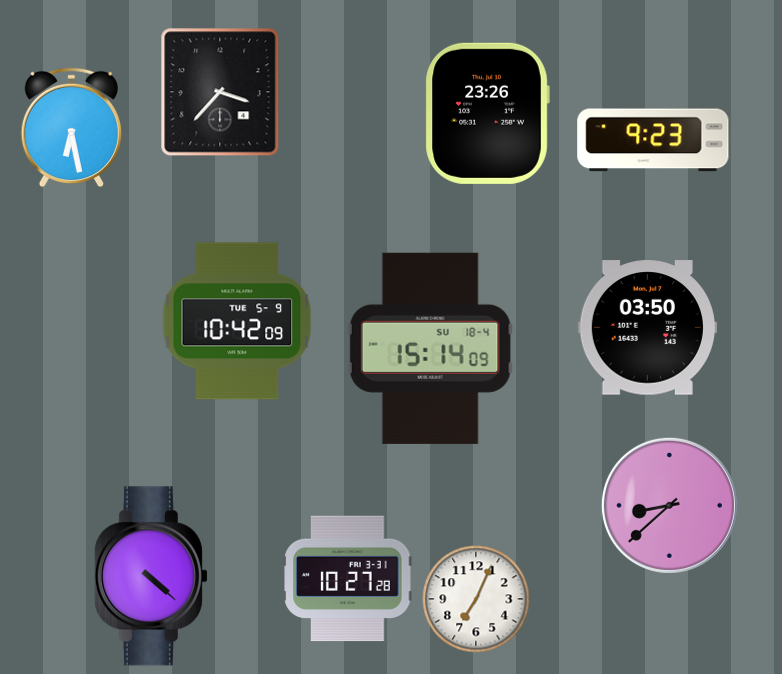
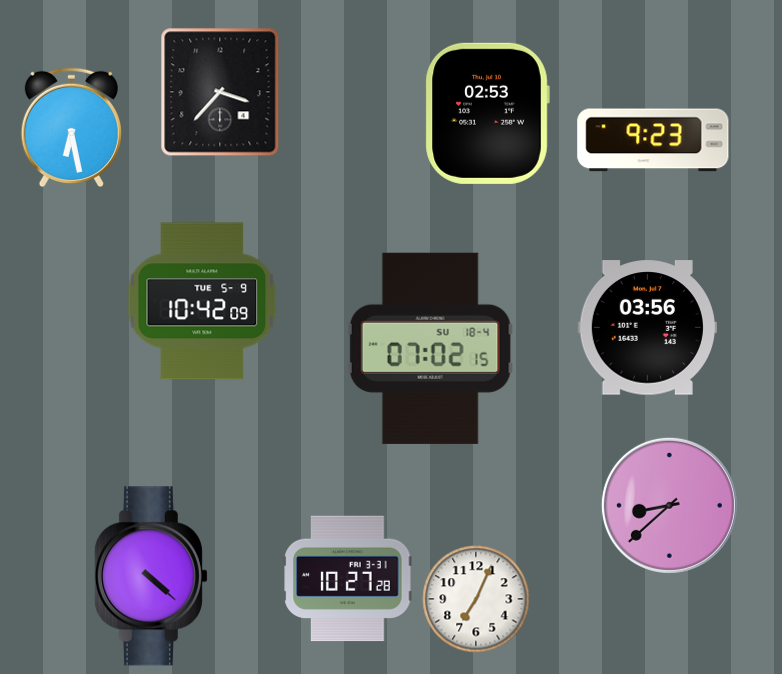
clock at (487, 113): 23:26 -> 02:53
clock at (237, 321) position: (237, 321) -> (202, 301)
clock at (647, 328): 03:50 -> 03:56
clock at (430, 348): 15:14 -> 07:02
